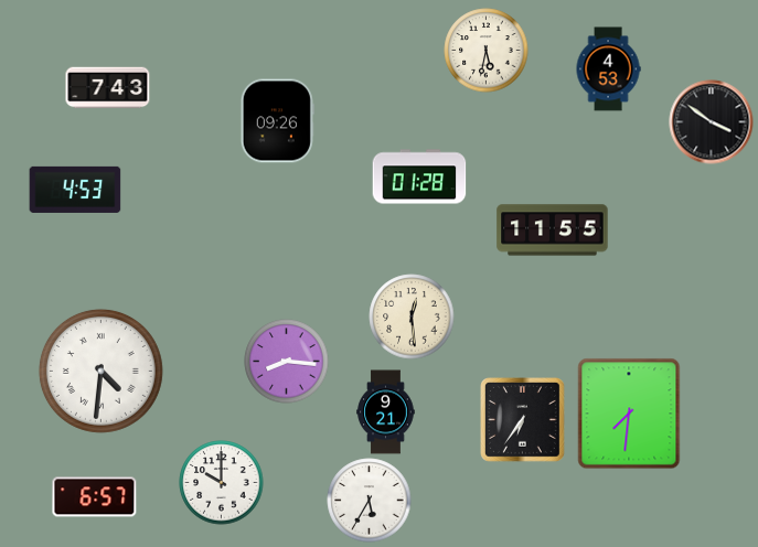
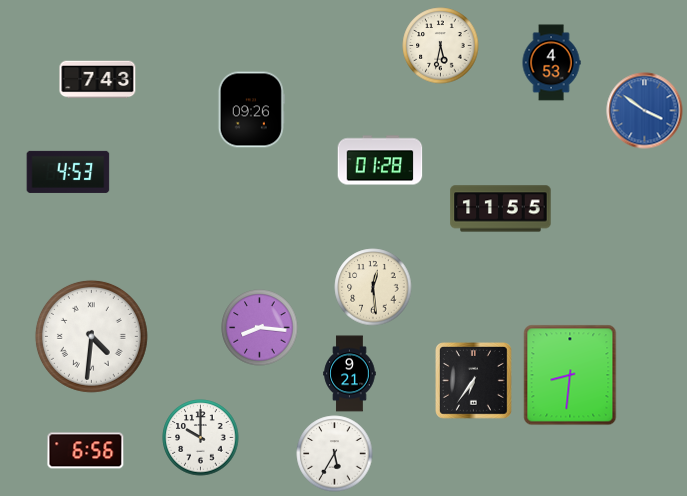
clock at (712, 122) dial: black -> blue
clock at (629, 414): 7:31 -> 8:31
clock at (95, 497): 6:57 -> 6:56
